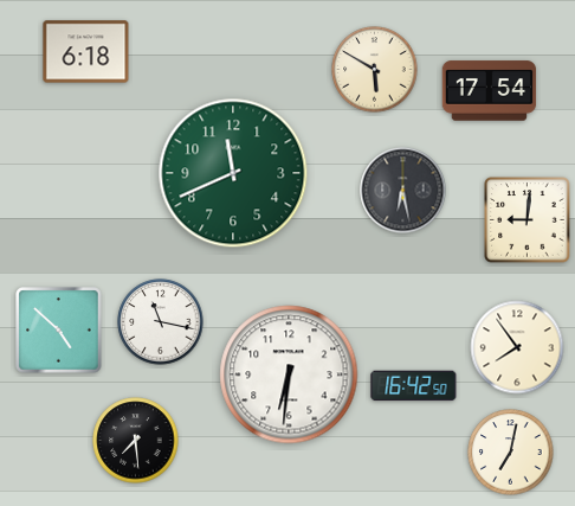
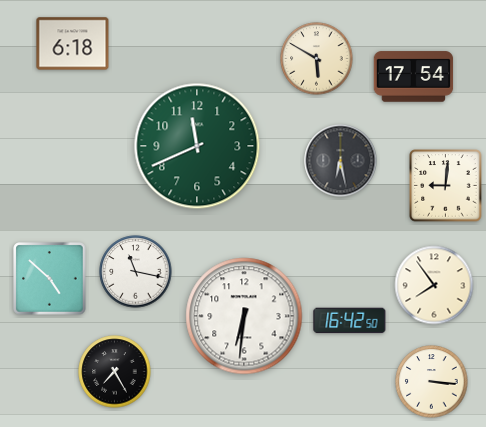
clock at (517, 347) position: (517, 347) -> (434, 285)
clock at (414, 386) position: (414, 386) -> (350, 321)
clock at (136, 441): 7:29 -> 7:25
clock at (511, 453): 7:02 -> 3:16
